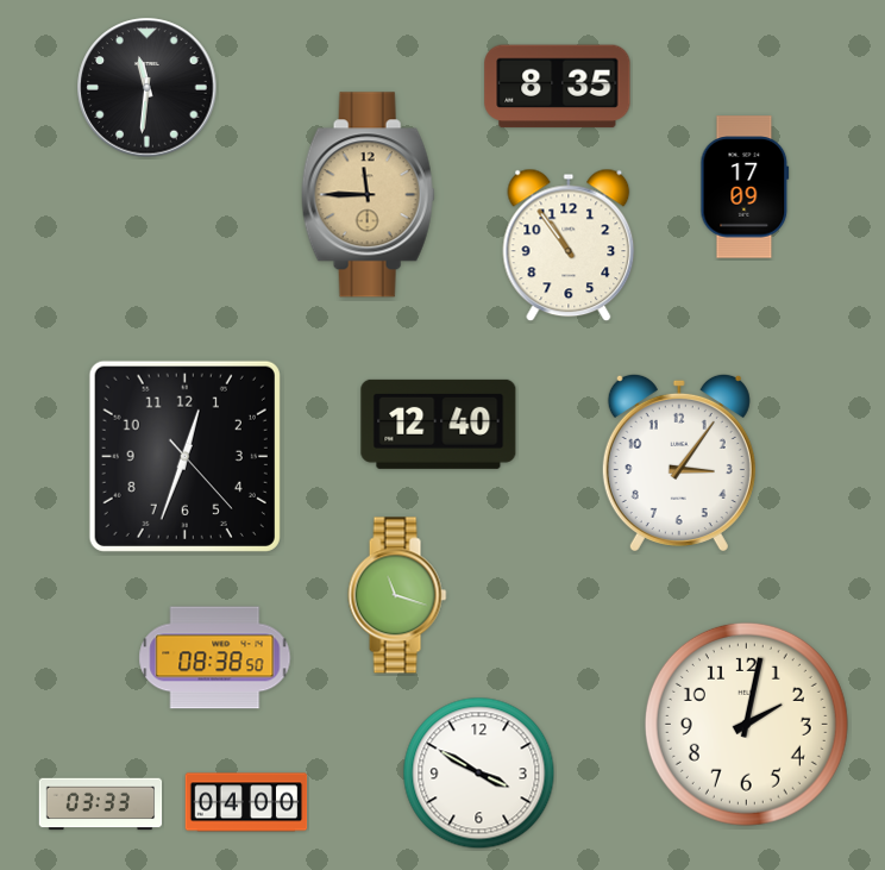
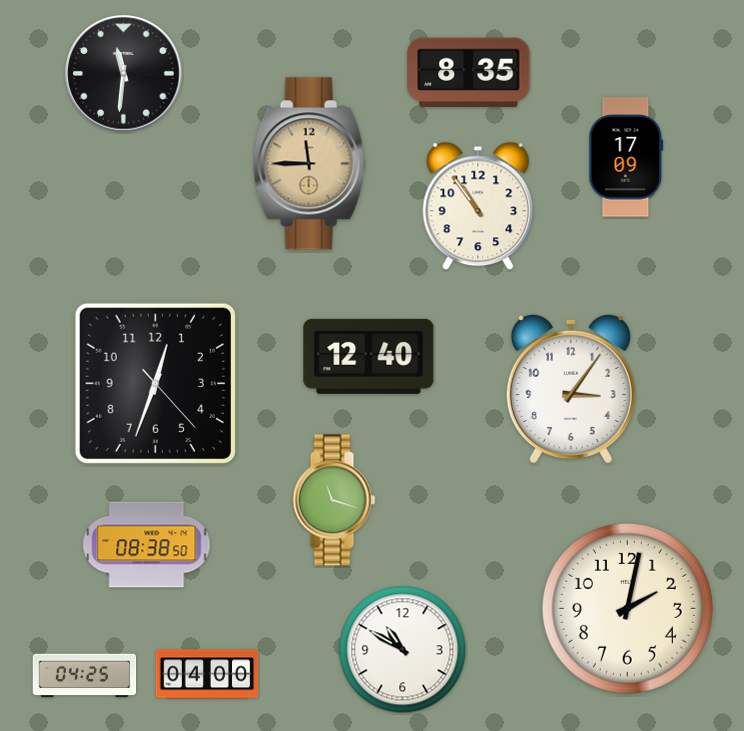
clock at (215, 658) position: (215, 658) -> (147, 545)
clock at (479, 774): 3:50 -> 10:50
clock at (101, 805): 03:33 -> 04:25
